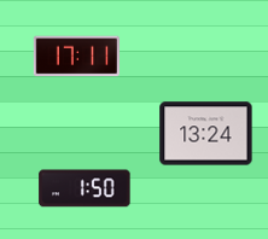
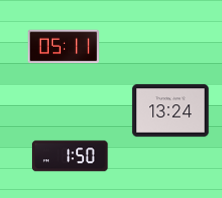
clock at (76, 57): 17:11 -> 05:11
